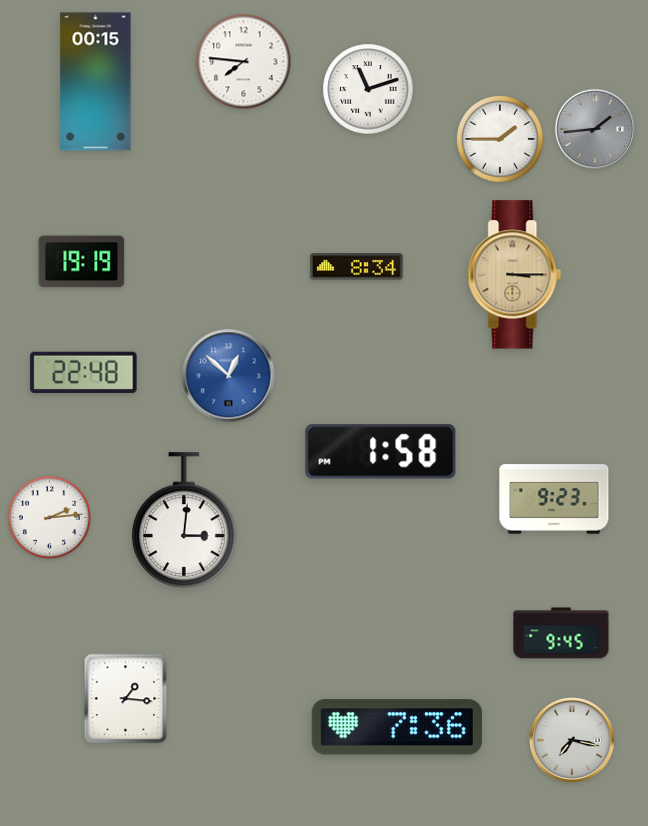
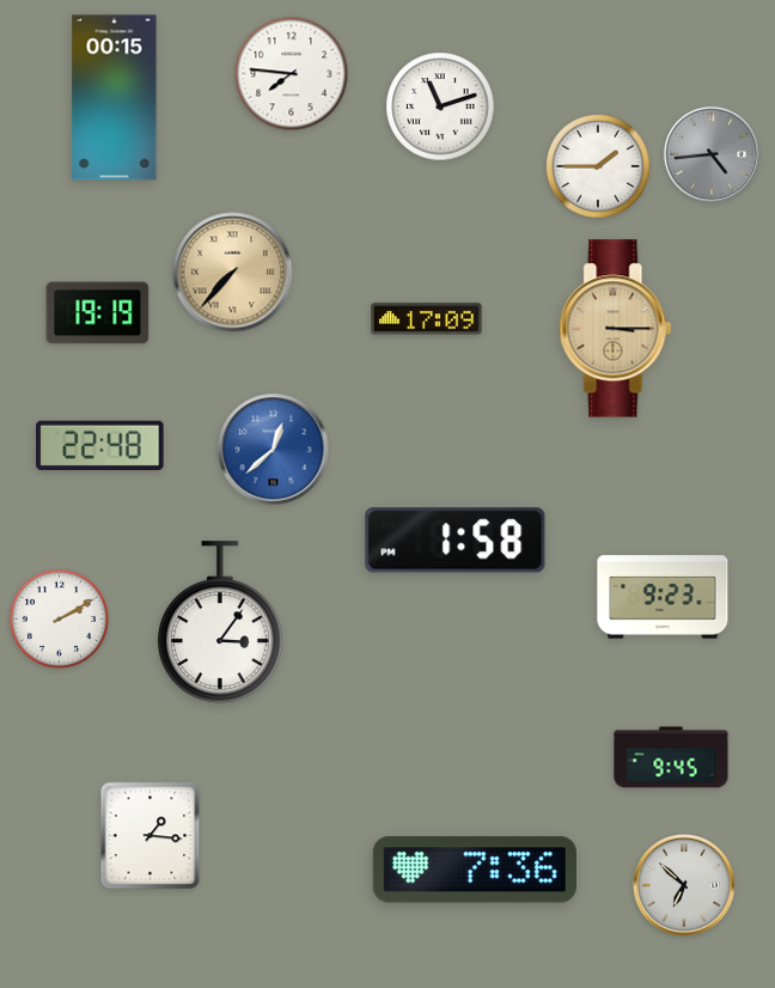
clock at (594, 128): 1:44 -> 4:44
clock at (233, 273): none -> 7:37
clock at (357, 267): 8:34 -> 17:09
clock at (229, 376): 12:52 -> 12:38
clock at (49, 517): 2:14 -> 2:10
clock at (184, 520): 3:01 -> 3:06
clock at (572, 740): 7:17 -> 6:52
